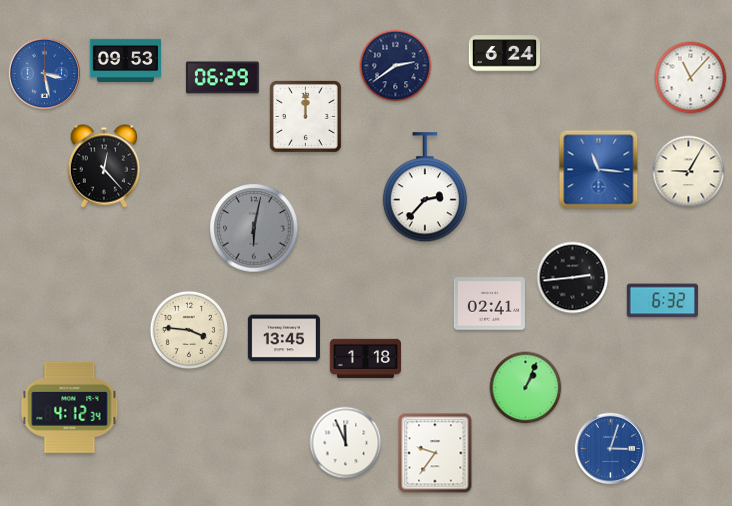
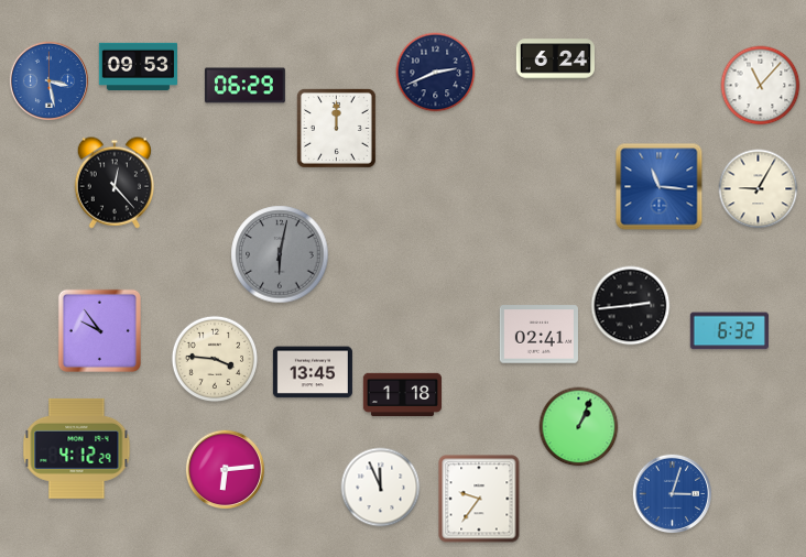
clock at (396, 66): 2:39 -> 2:41
clock at (425, 188): 2:37 -> none
clock at (254, 228) position: (254, 228) -> (280, 254)
clock at (99, 330): none -> 9:54
clock at (188, 329) position: (188, 329) -> (214, 358)
clock at (70, 407): 4:12:34 -> 4:12:29
clock at (225, 469): none -> 6:14
